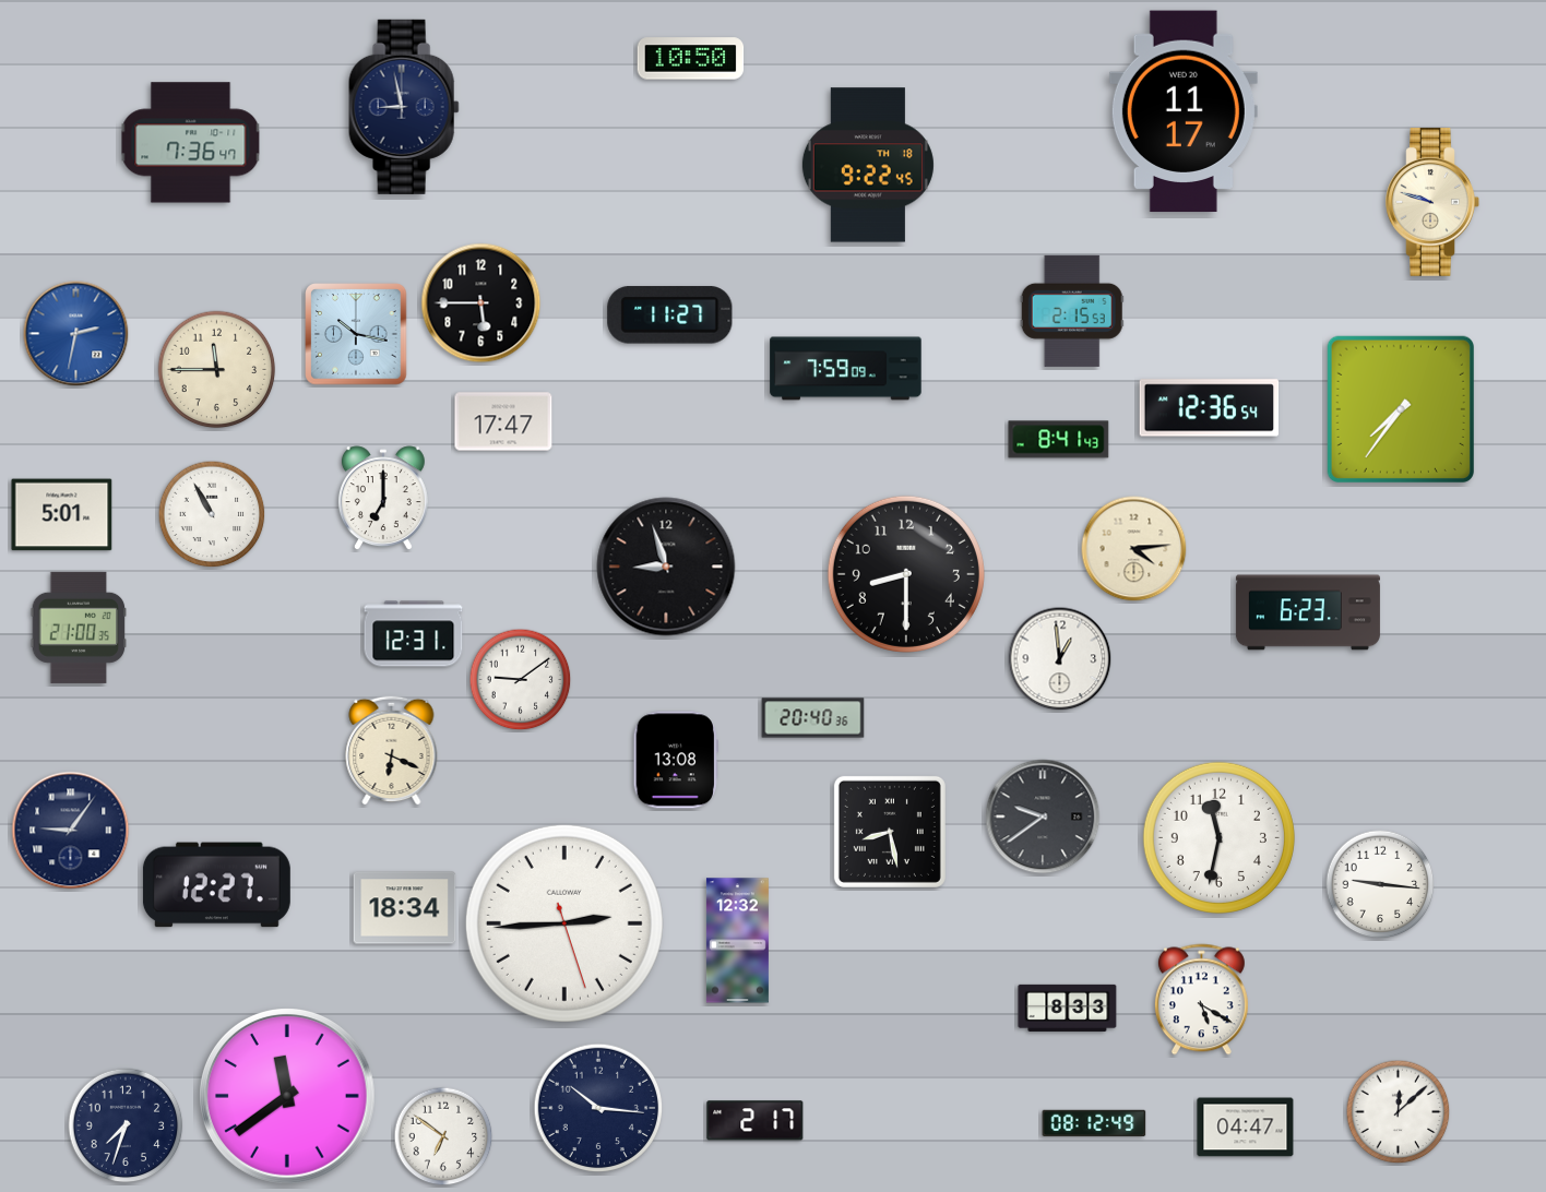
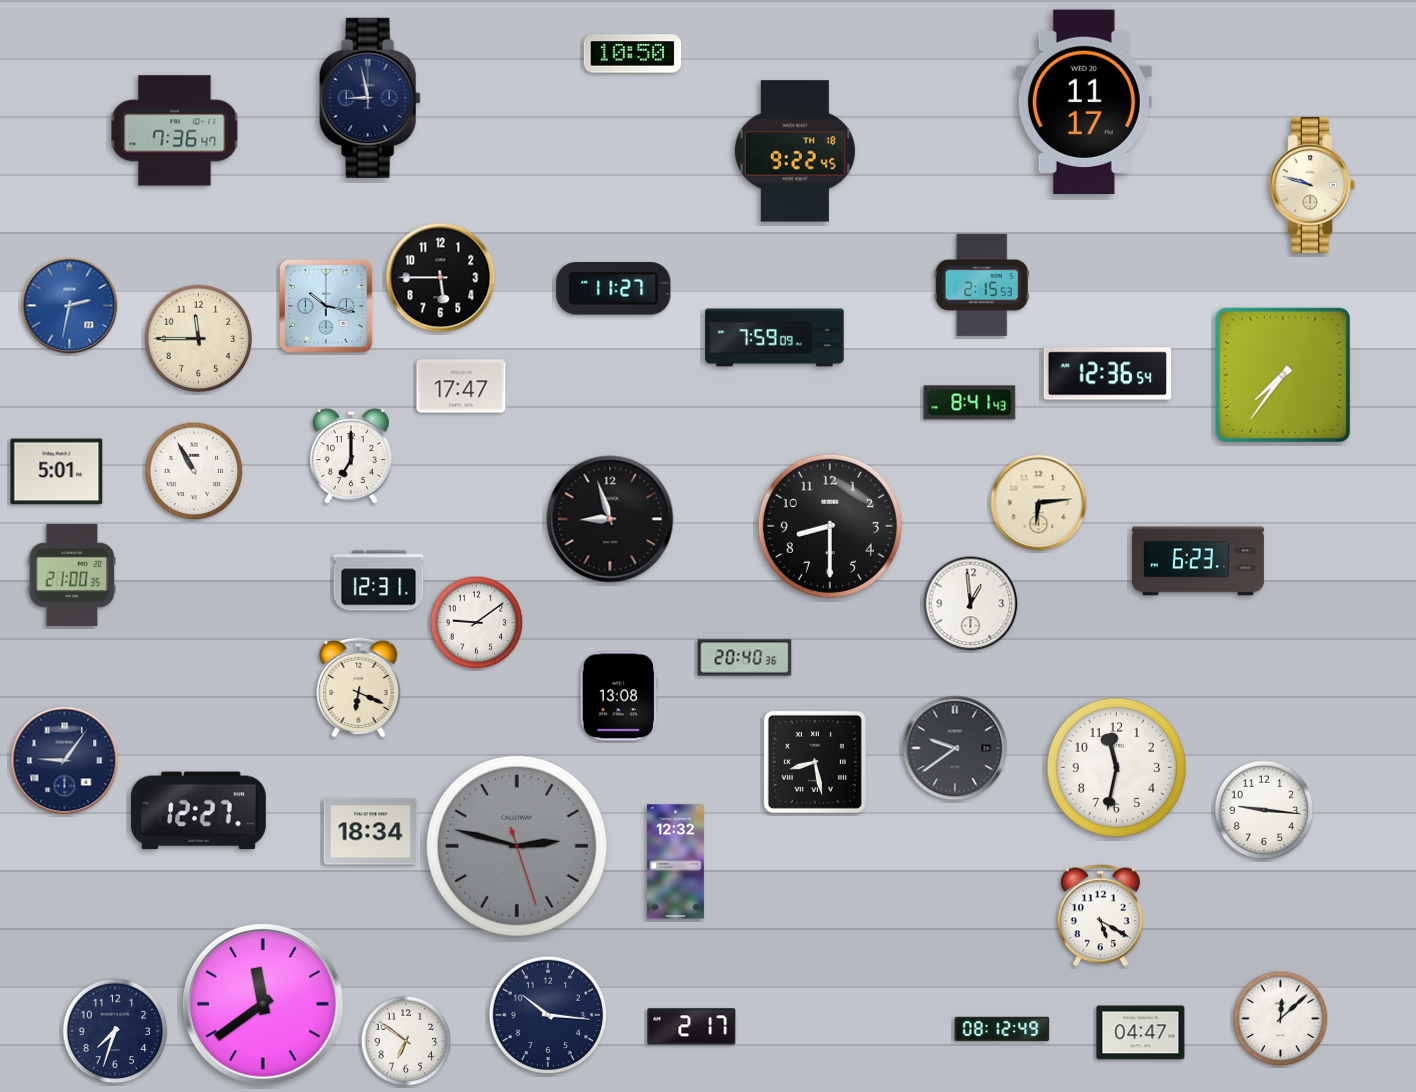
clock at (1134, 549): 4:14 -> 6:14
clock at (564, 923): 2:44 -> 2:47
clock at (564, 923) dial: white -> grey
clock at (1068, 1008): 8:33 -> none
